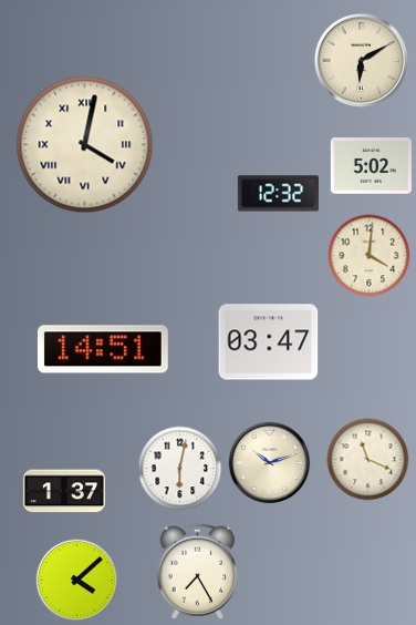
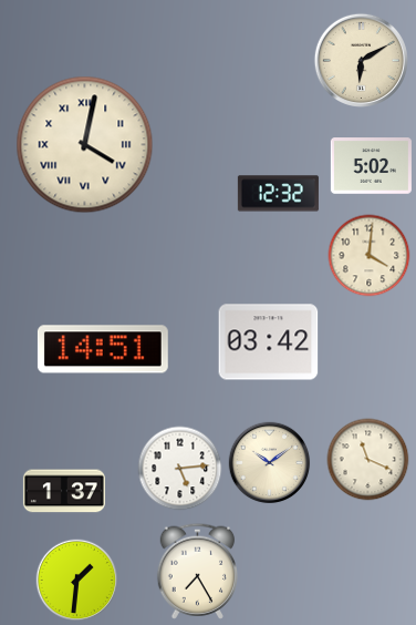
clock at (269, 342): 03:47 -> 03:42
clock at (270, 463): 10:12 -> 10:09
clock at (180, 469): 6:02 -> 5:14
clock at (77, 581): 4:08 -> 1:31
